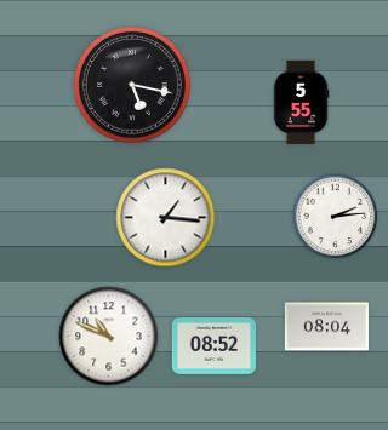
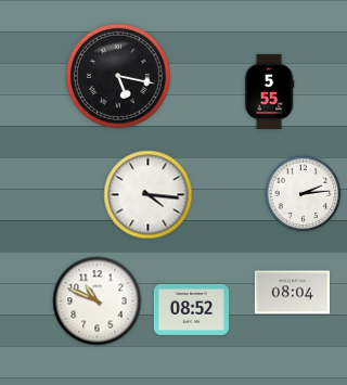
clock at (336, 217) position: (336, 217) -> (304, 194)
clock at (166, 218): 1:16 -> 4:16
